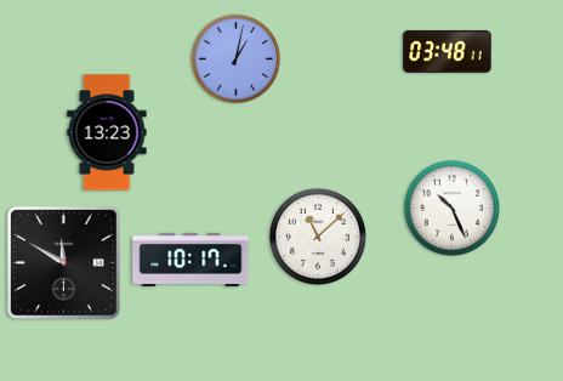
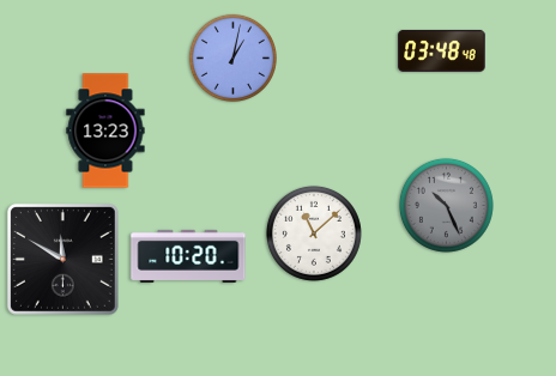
clock at (448, 51): 03:48:11 -> 03:48:48
clock at (451, 207) dial: white -> grey
clock at (190, 260): 10:17 -> 10:20
